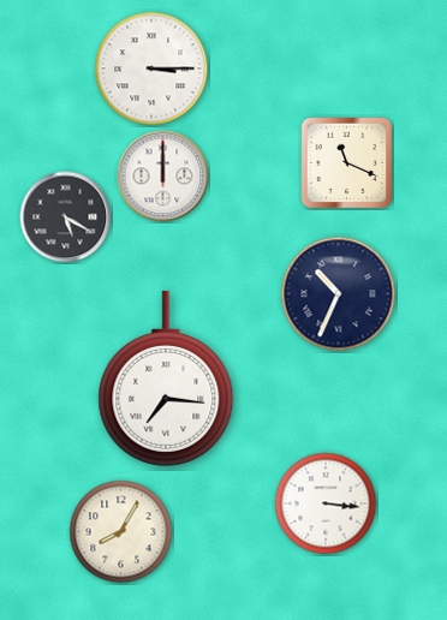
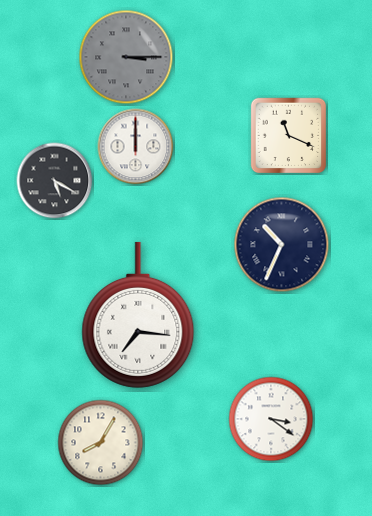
clock at (151, 68) dial: white -> grey
clock at (326, 503): 3:16 -> 3:21
